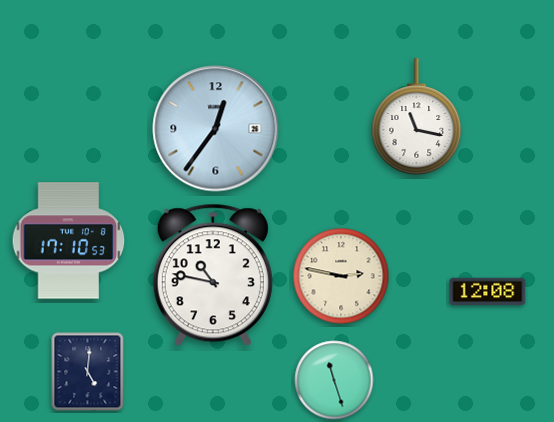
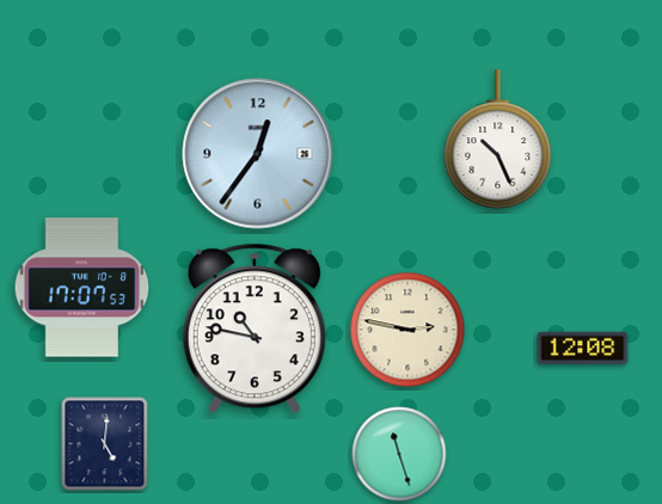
clock at (417, 117): 11:17 -> 10:26
clock at (69, 241): 17:10 -> 17:07
